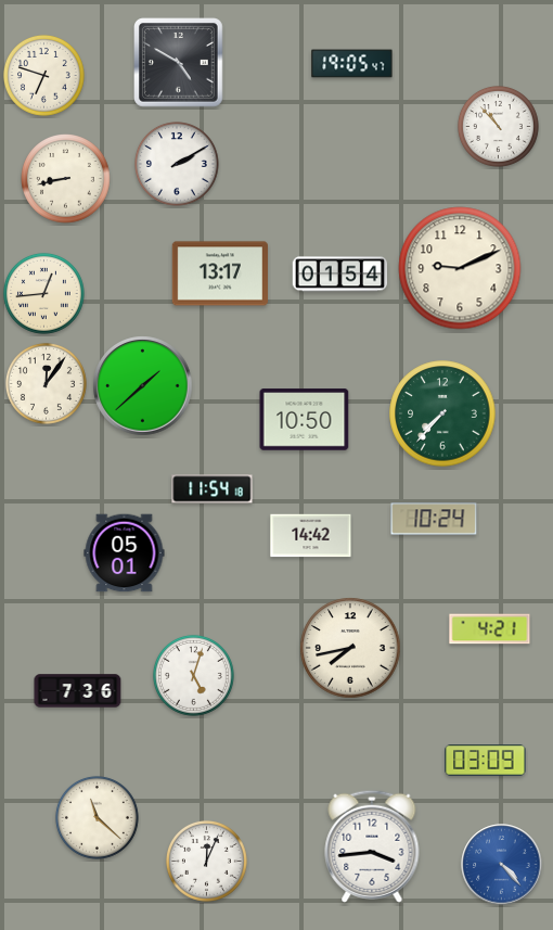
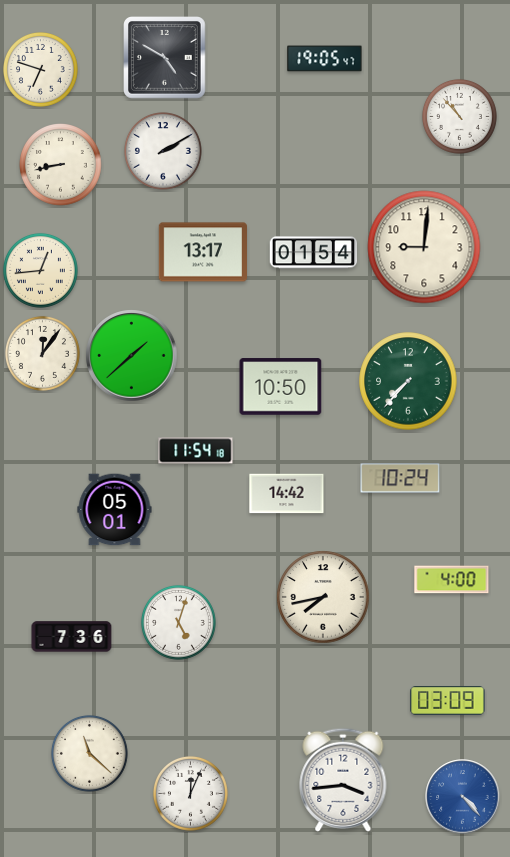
clock at (460, 268): 9:11 -> 9:01
clock at (490, 629): 4:21 -> 4:00
